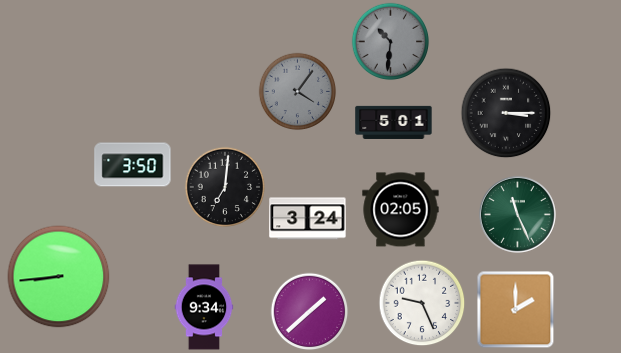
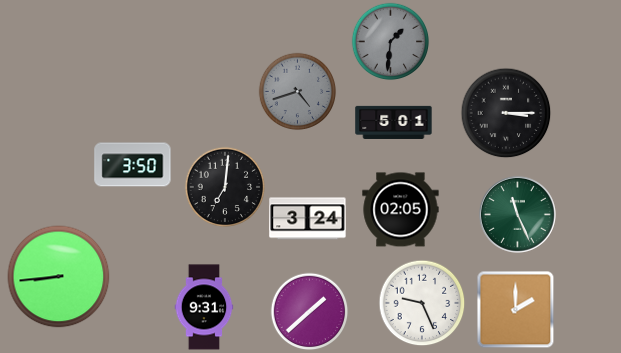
clock at (390, 41): 10:31 -> 1:31
clock at (297, 91): 4:06 -> 4:42
clock at (204, 307): 9:34 -> 9:31
